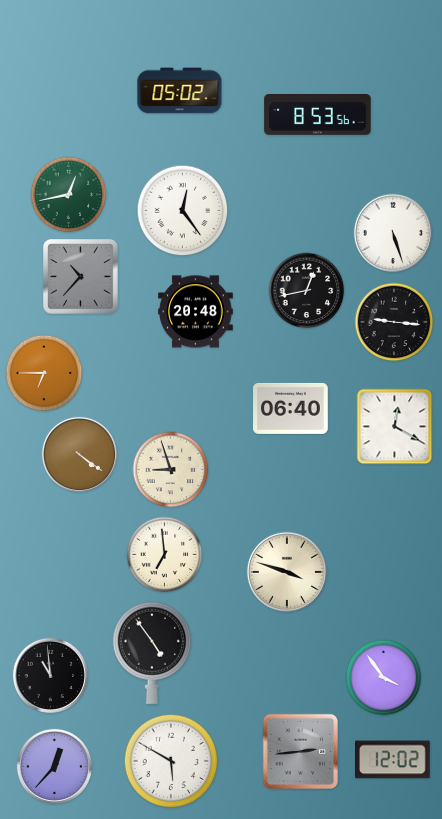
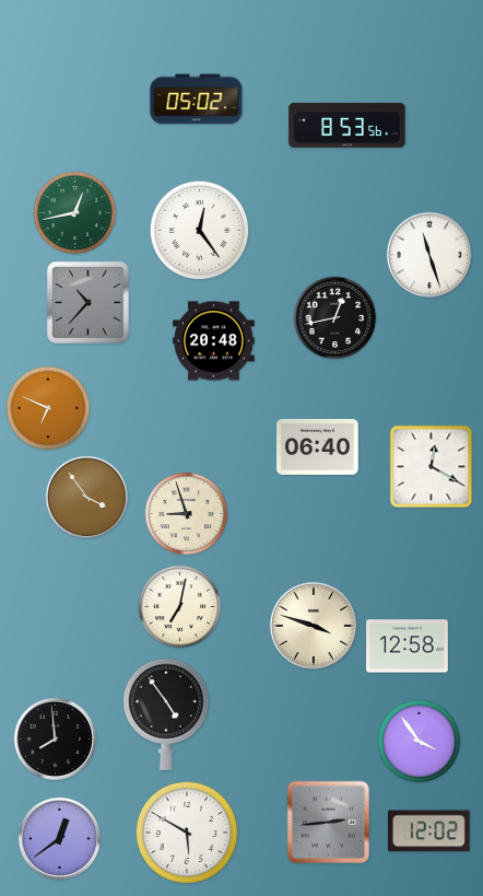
clock at (392, 232): 5:27 -> 11:27
clock at (394, 322): 9:16 -> none
clock at (44, 373): 6:45 -> 6:49
clock at (79, 454): 4:21 -> 3:54
clock at (165, 555): 6:59 -> 7:02
clock at (408, 647): none -> 12:58
clock at (50, 675): 10:59 -> 7:59
clock at (54, 766): 12:37 -> 12:39
